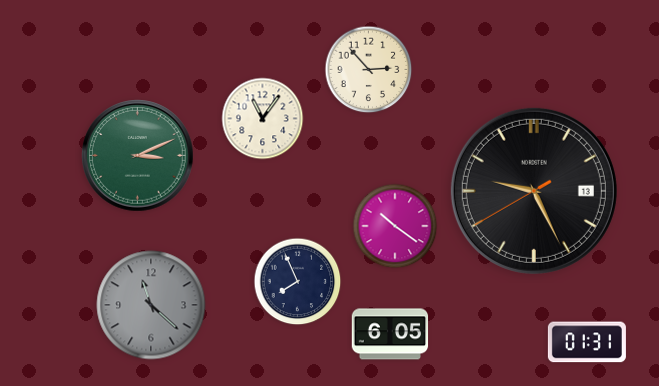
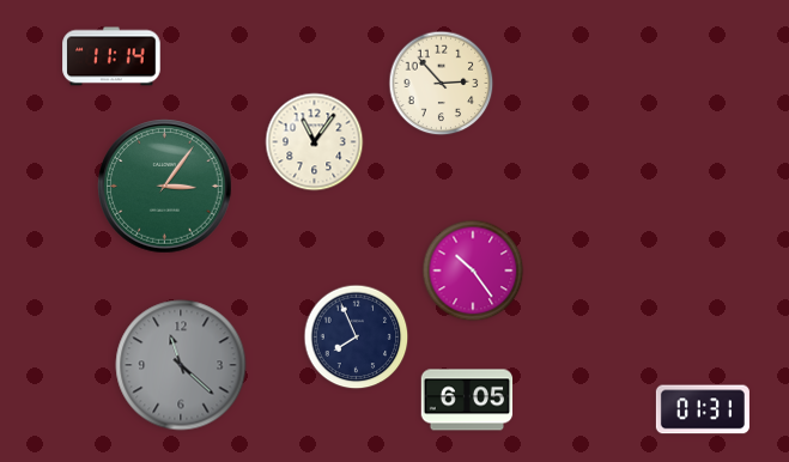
clock at (111, 56): none -> 11:14
clock at (138, 156): 3:11 -> 3:06
clock at (534, 191): 9:25 -> none
clock at (395, 226): 10:21 -> 10:24
